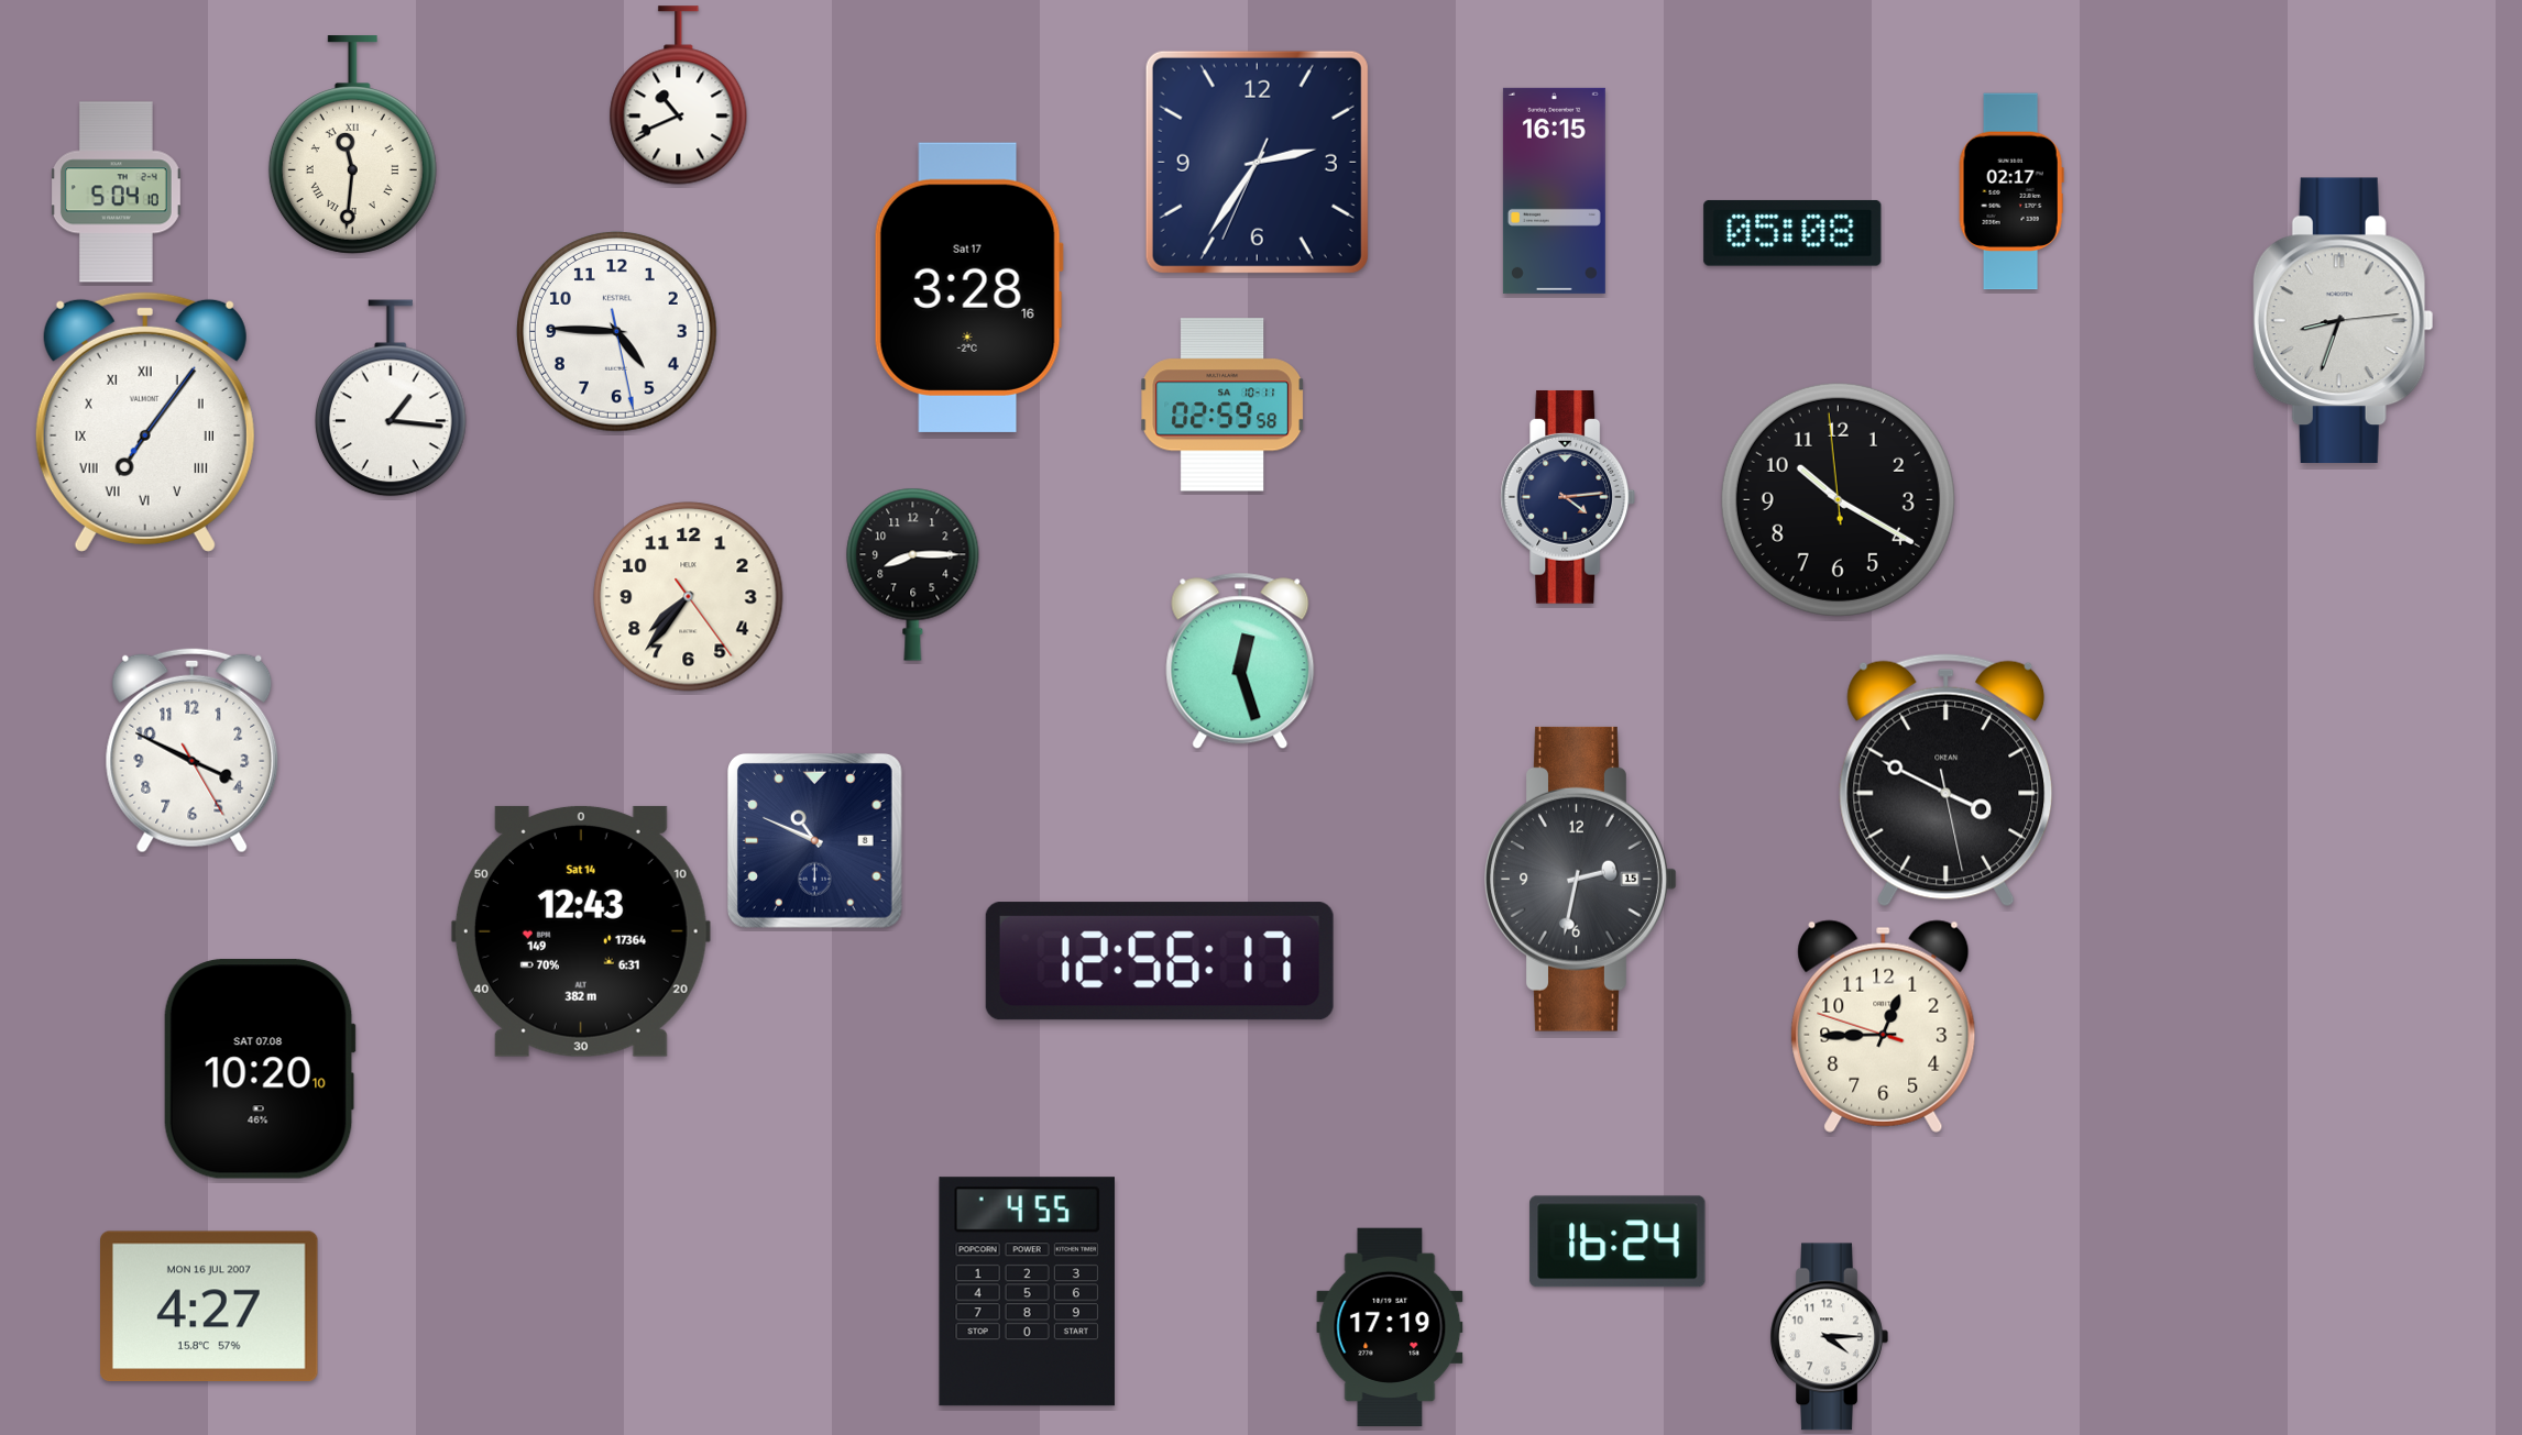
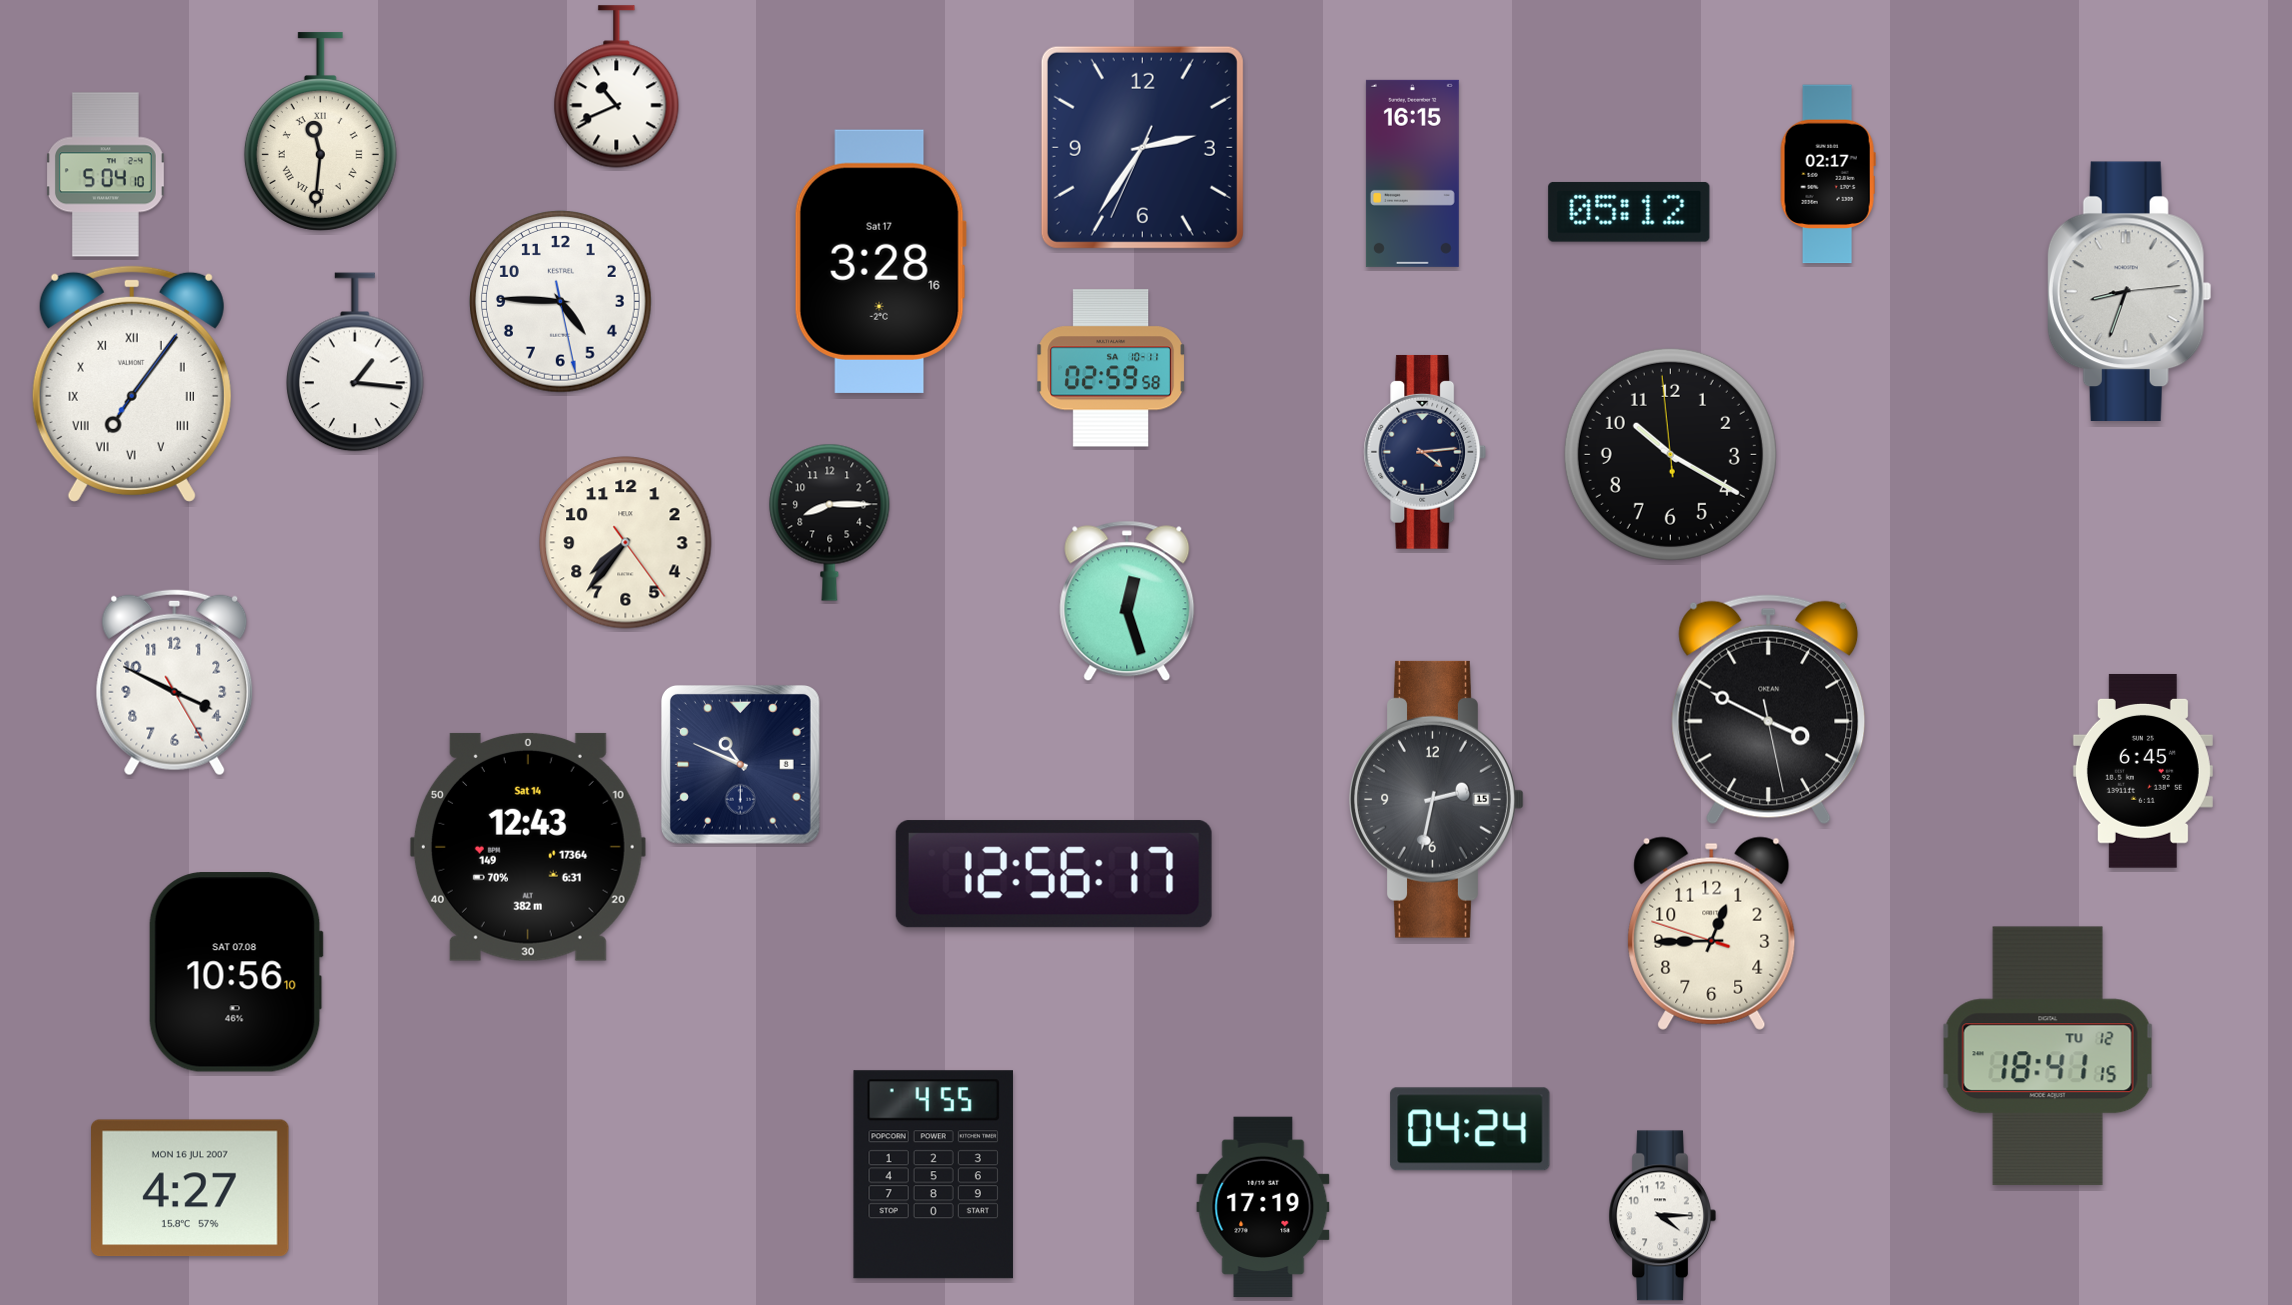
clock at (1792, 233): 05:08 -> 05:12
clock at (2143, 771): none -> 6:45
clock at (260, 1069): 10:20 -> 10:56
clock at (2048, 1056): none -> 18:41
clock at (1618, 1241): 16:24 -> 04:24
